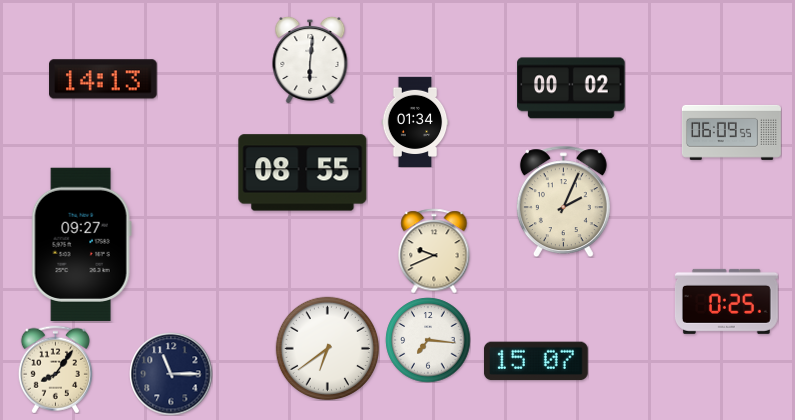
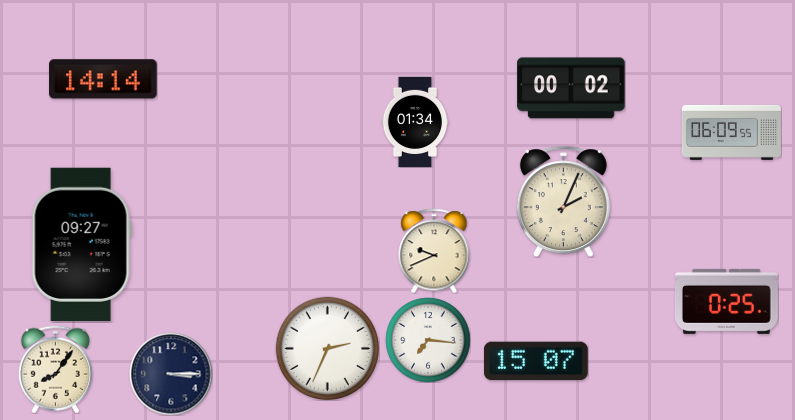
clock at (310, 60): 6:01 -> none
clock at (103, 79): 14:13 -> 14:14
clock at (303, 173): 08:55 -> none
clock at (327, 348): 6:39 -> 2:34
clock at (171, 374): 11:15 -> 3:15
